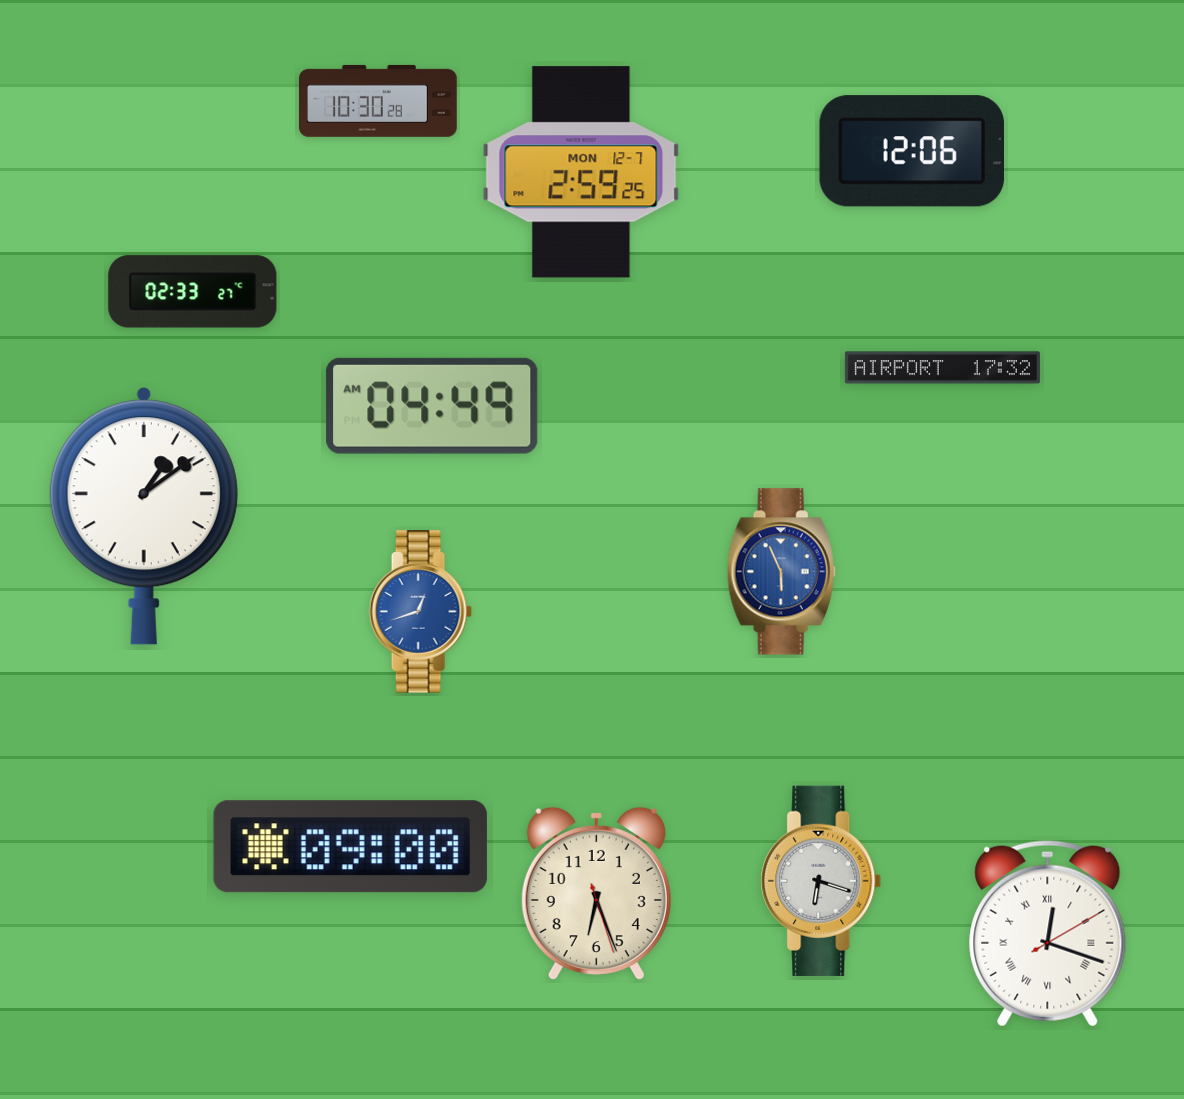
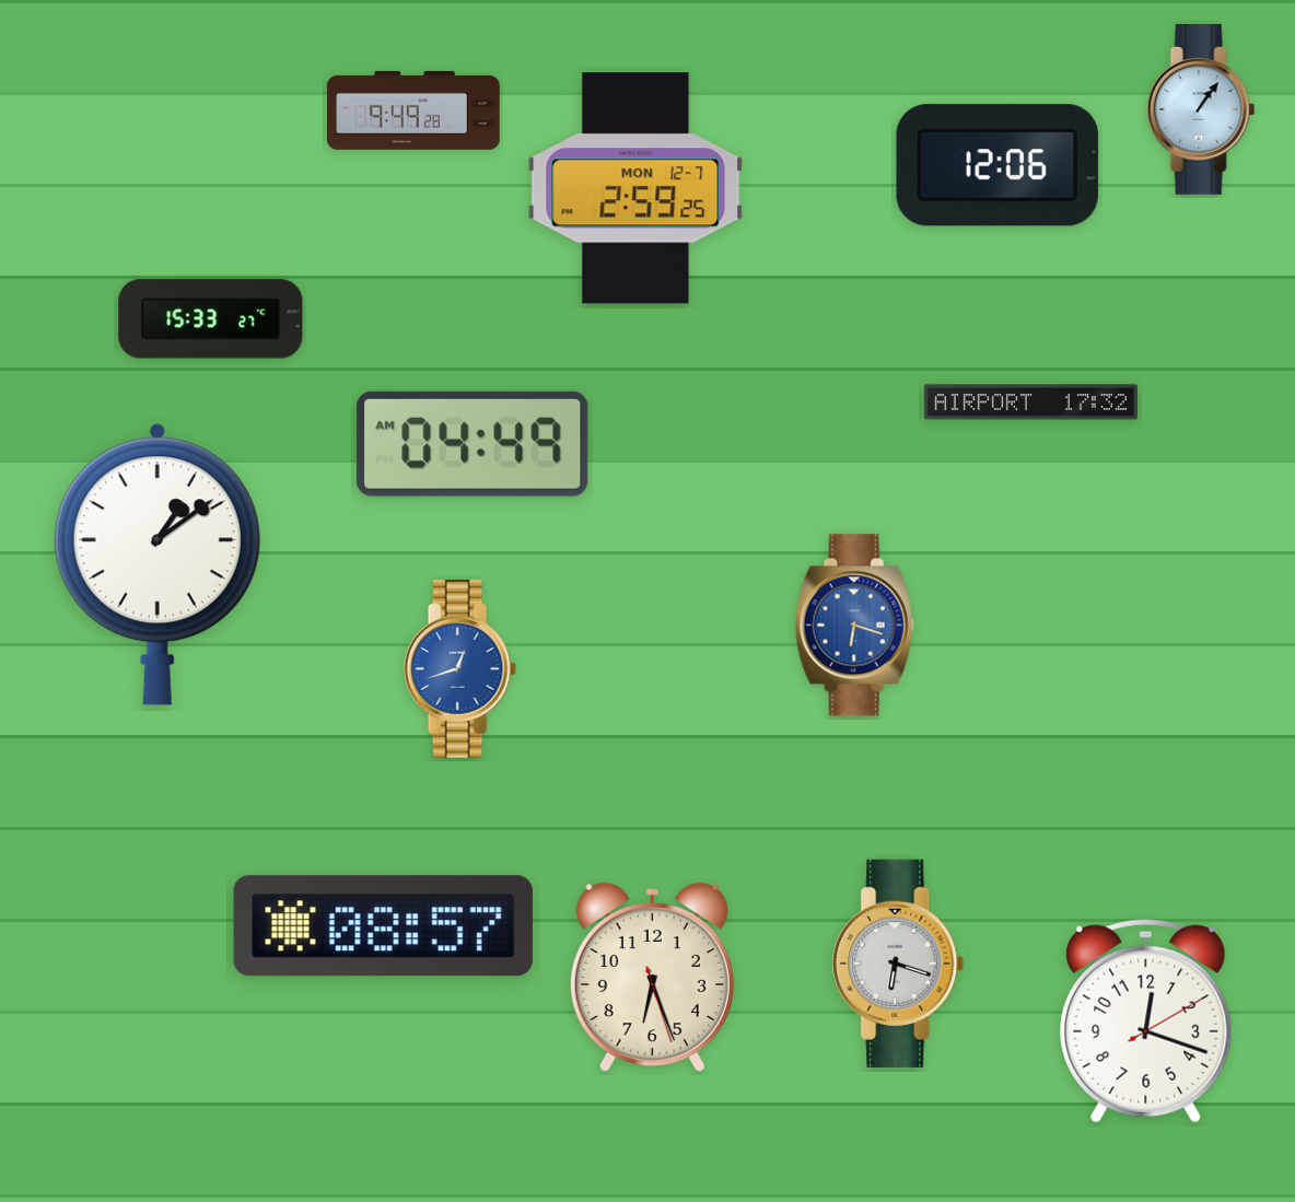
clock at (1201, 109): none -> 1:06
clock at (379, 101): 10:30 -> 9:49
clock at (193, 292): 02:33 -> 15:33
clock at (781, 572): 5:56 -> 6:18
clock at (350, 847): 09:00 -> 08:57
clock at (1048, 933) numerals: Roman -> Arabic
